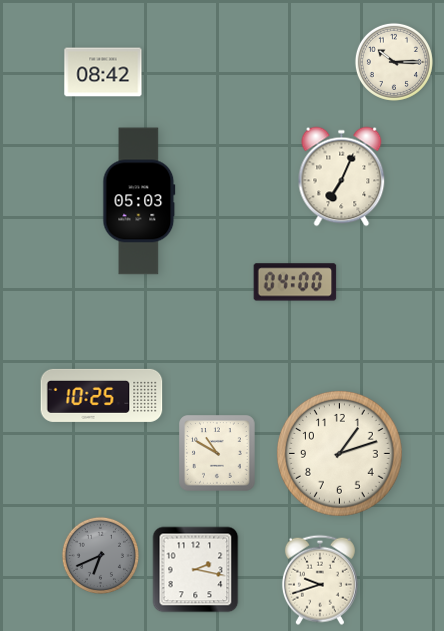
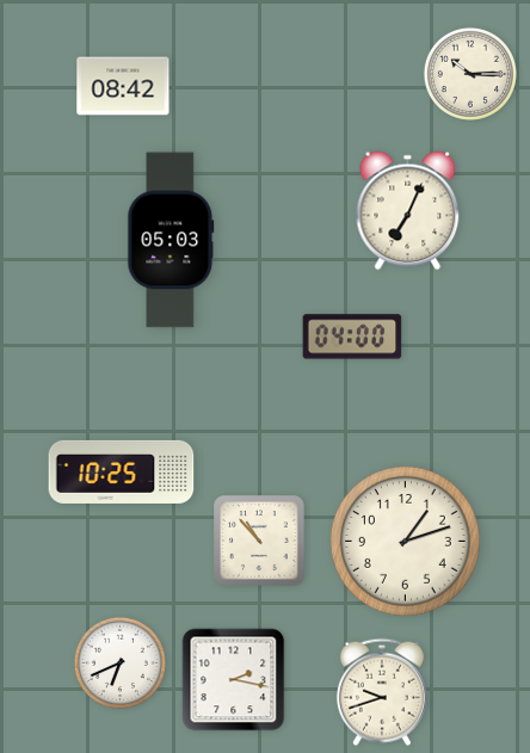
clock at (139, 201) position: (139, 201) -> (171, 240)
clock at (217, 453): 10:50 -> 10:53
clock at (100, 555) dial: grey -> white
